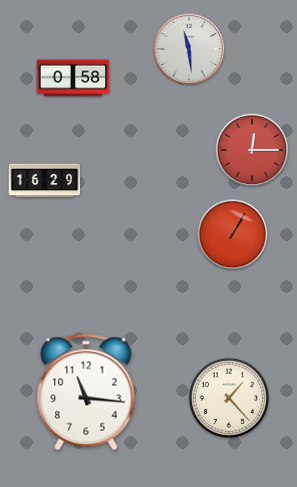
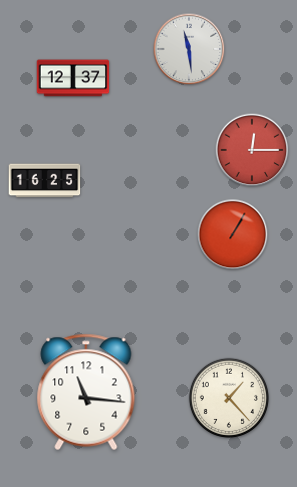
clock at (73, 78): 0:58 -> 12:37
clock at (45, 181): 16:29 -> 16:25
